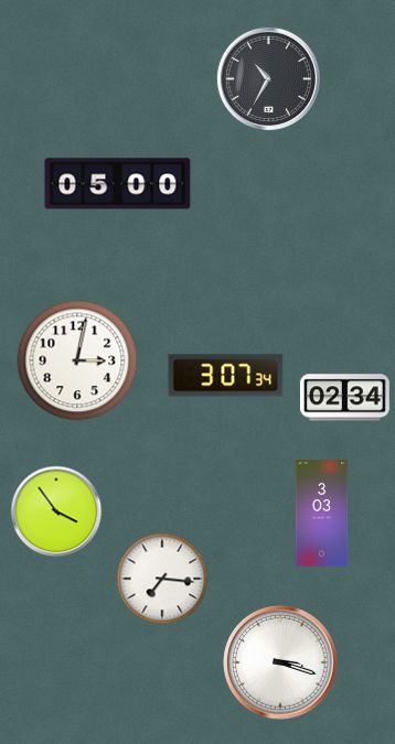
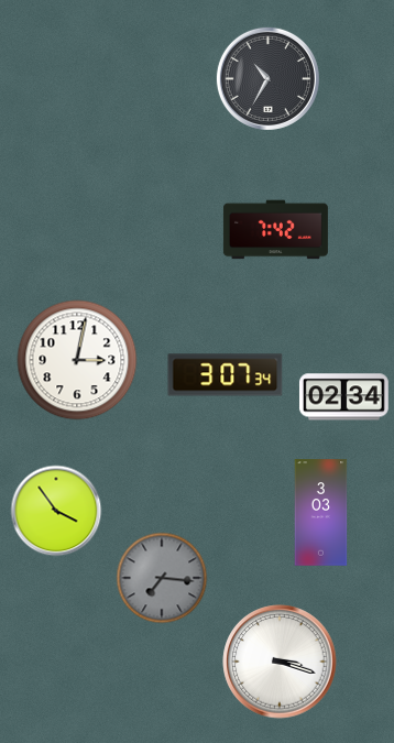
clock at (118, 184): 05:00 -> none
clock at (275, 230): none -> 7:42
clock at (162, 579) dial: white -> grey
